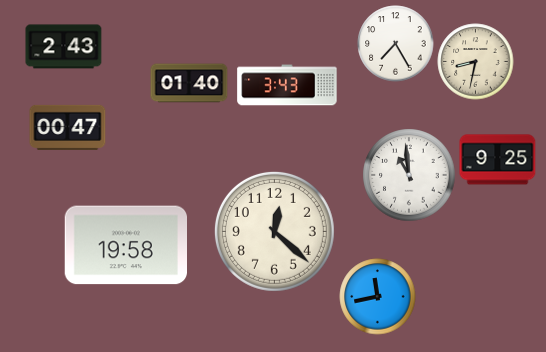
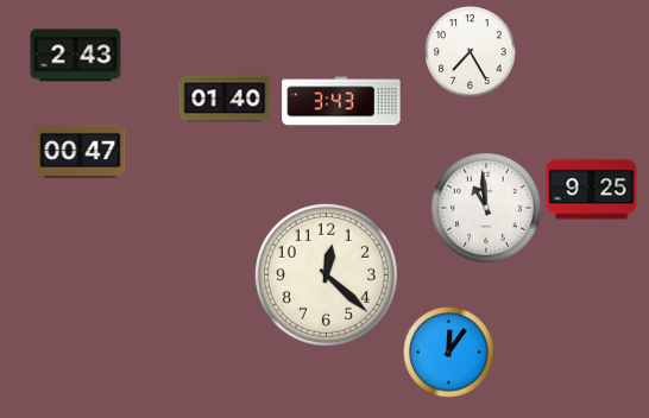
clock at (476, 62): 8:32 -> none
clock at (125, 245): 19:58 -> none
clock at (378, 297): 11:43 -> 12:06
